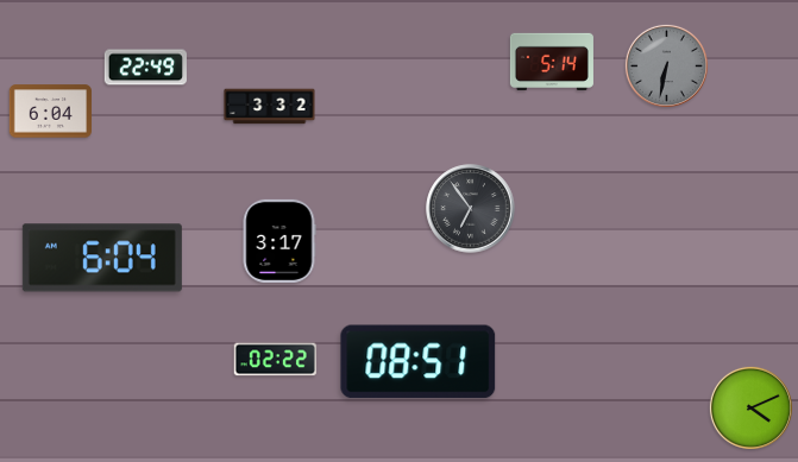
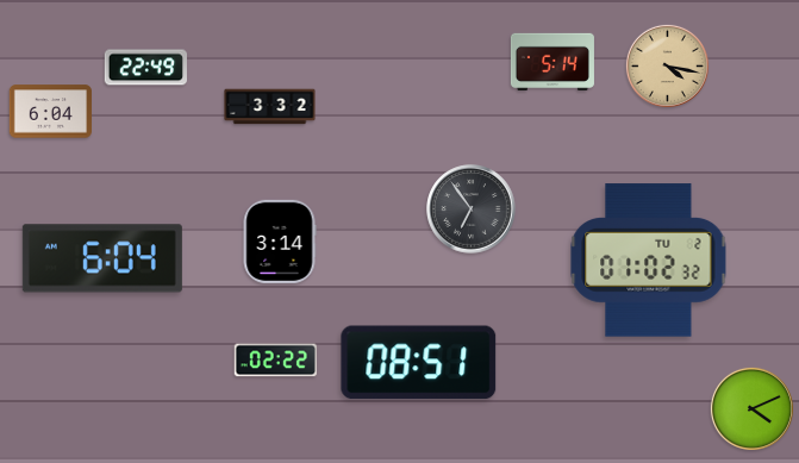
clock at (666, 65): 6:32 -> 4:17
clock at (666, 65) dial: grey -> champagne
clock at (279, 241): 3:17 -> 3:14
clock at (649, 261): none -> 01:02
